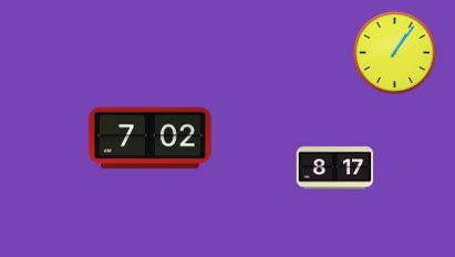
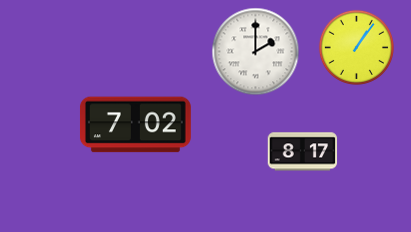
clock at (256, 52): none -> 2:00
